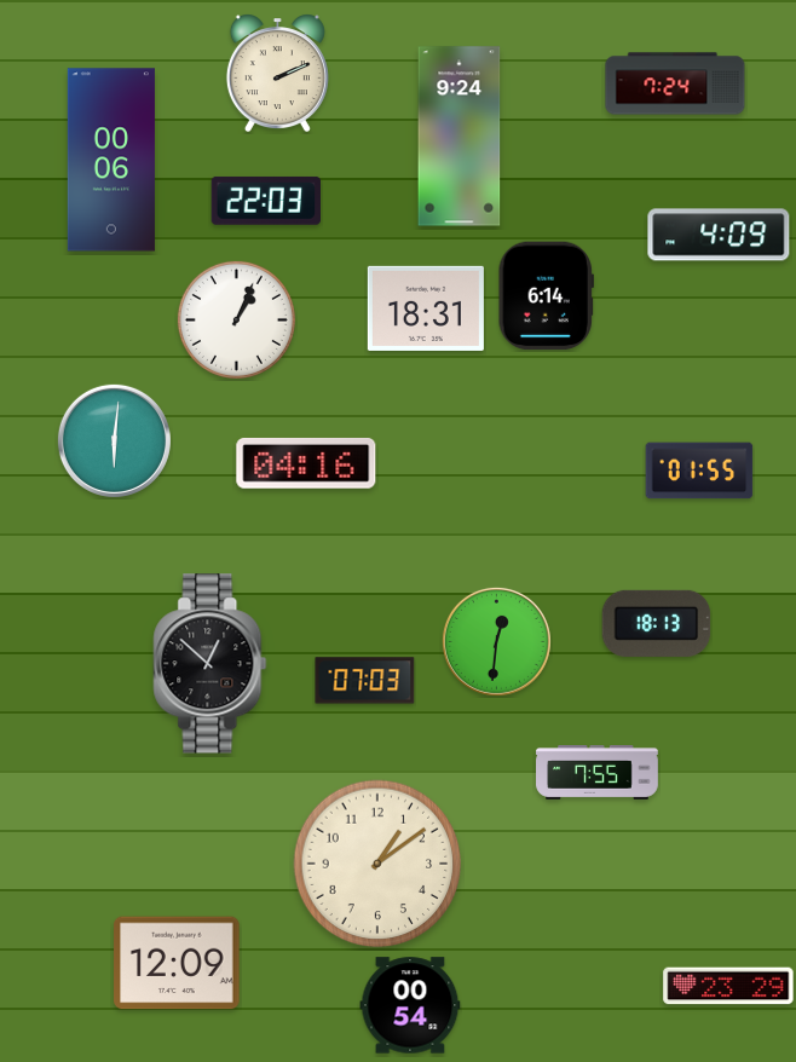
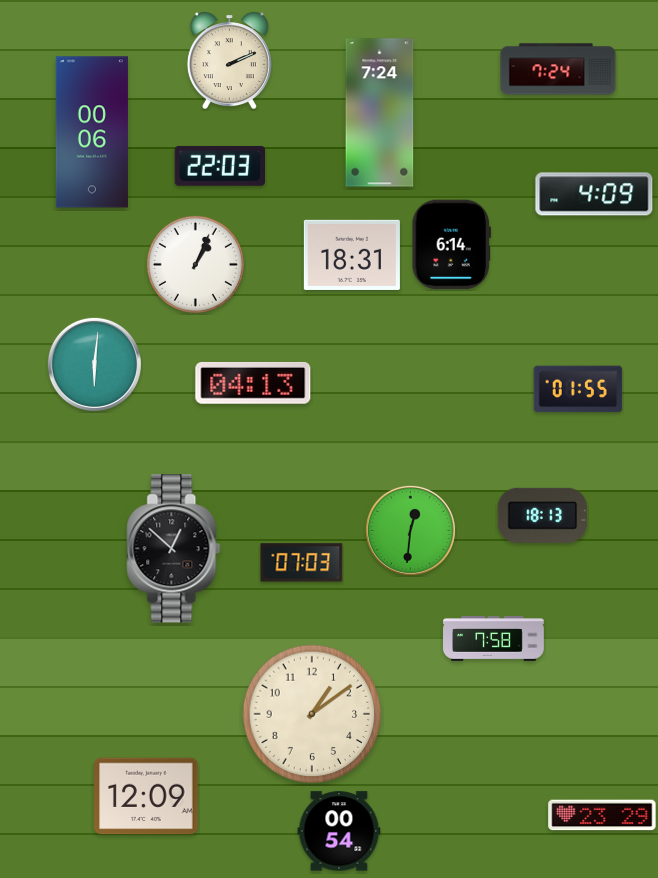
clock at (460, 137): 9:24 -> 7:24
clock at (306, 463): 04:16 -> 04:13
clock at (598, 773): 7:55 -> 7:58
